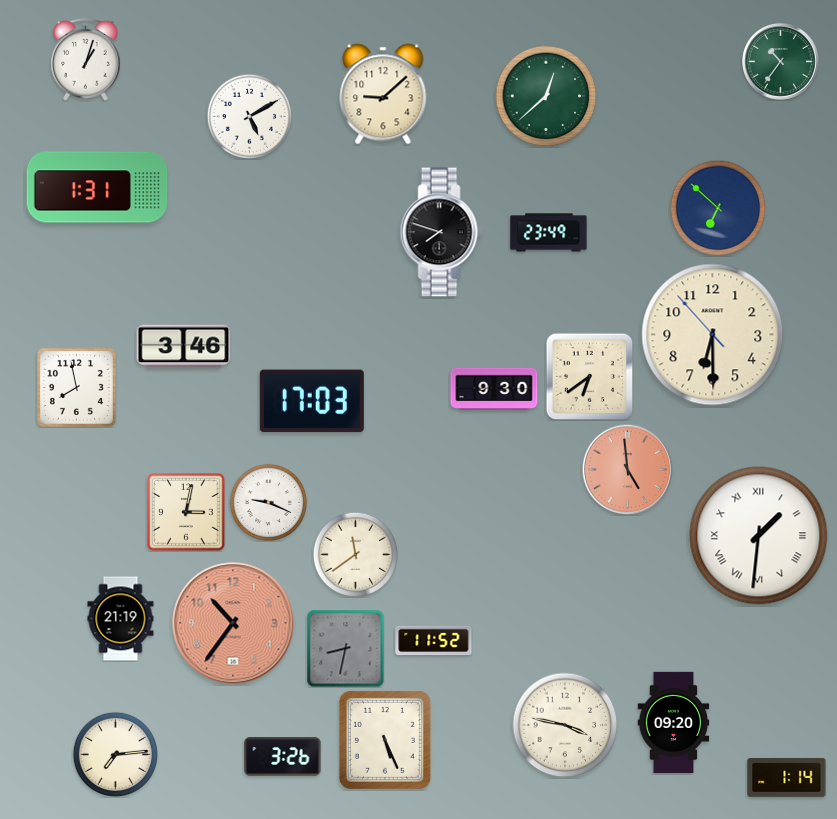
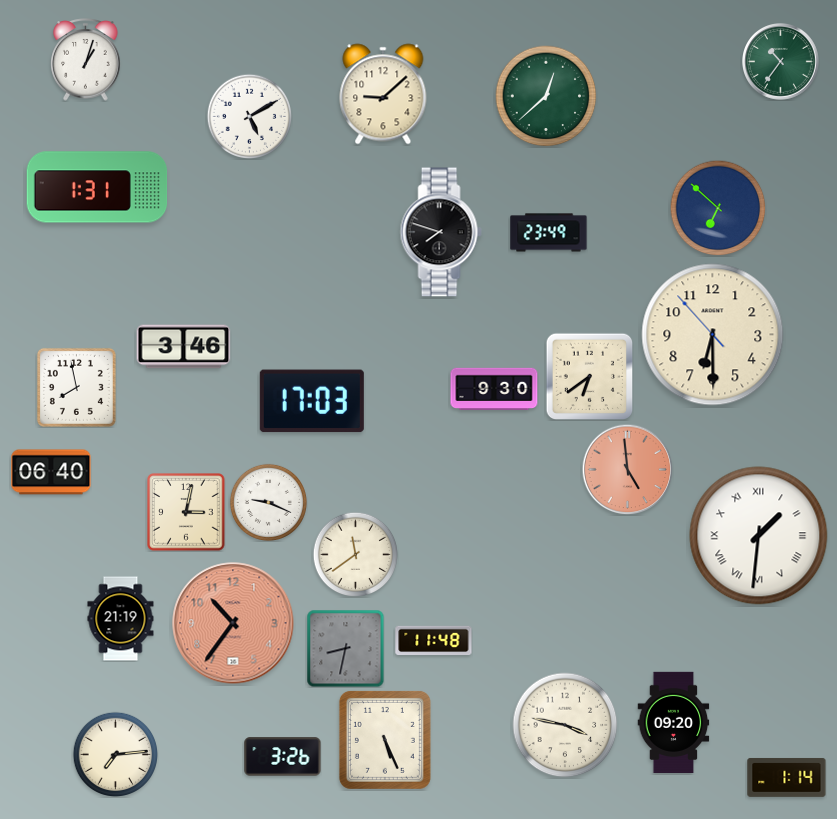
clock at (51, 472): none -> 06:40
clock at (434, 641): 11:52 -> 11:48
